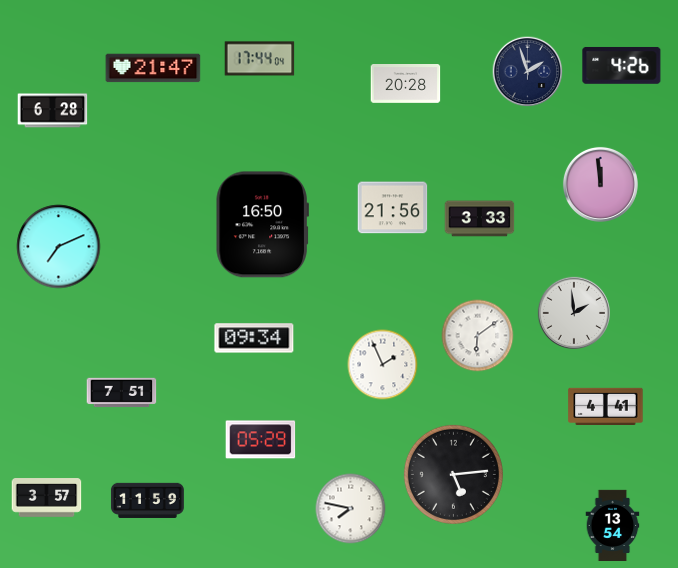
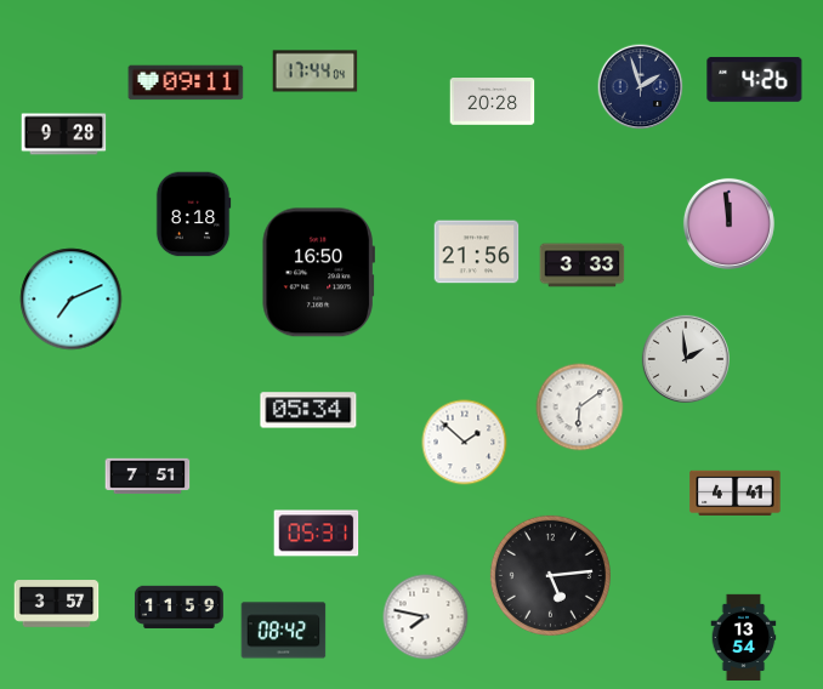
clock at (153, 68): 21:47 -> 09:11
clock at (53, 111): 6:28 -> 9:28
clock at (193, 215): none -> 8:18
clock at (574, 313) position: (574, 313) -> (686, 359)
clock at (254, 338): 09:34 -> 05:34
clock at (383, 365): 1:56 -> 1:52
clock at (261, 440): 05:29 -> 05:31
clock at (284, 631): none -> 08:42
